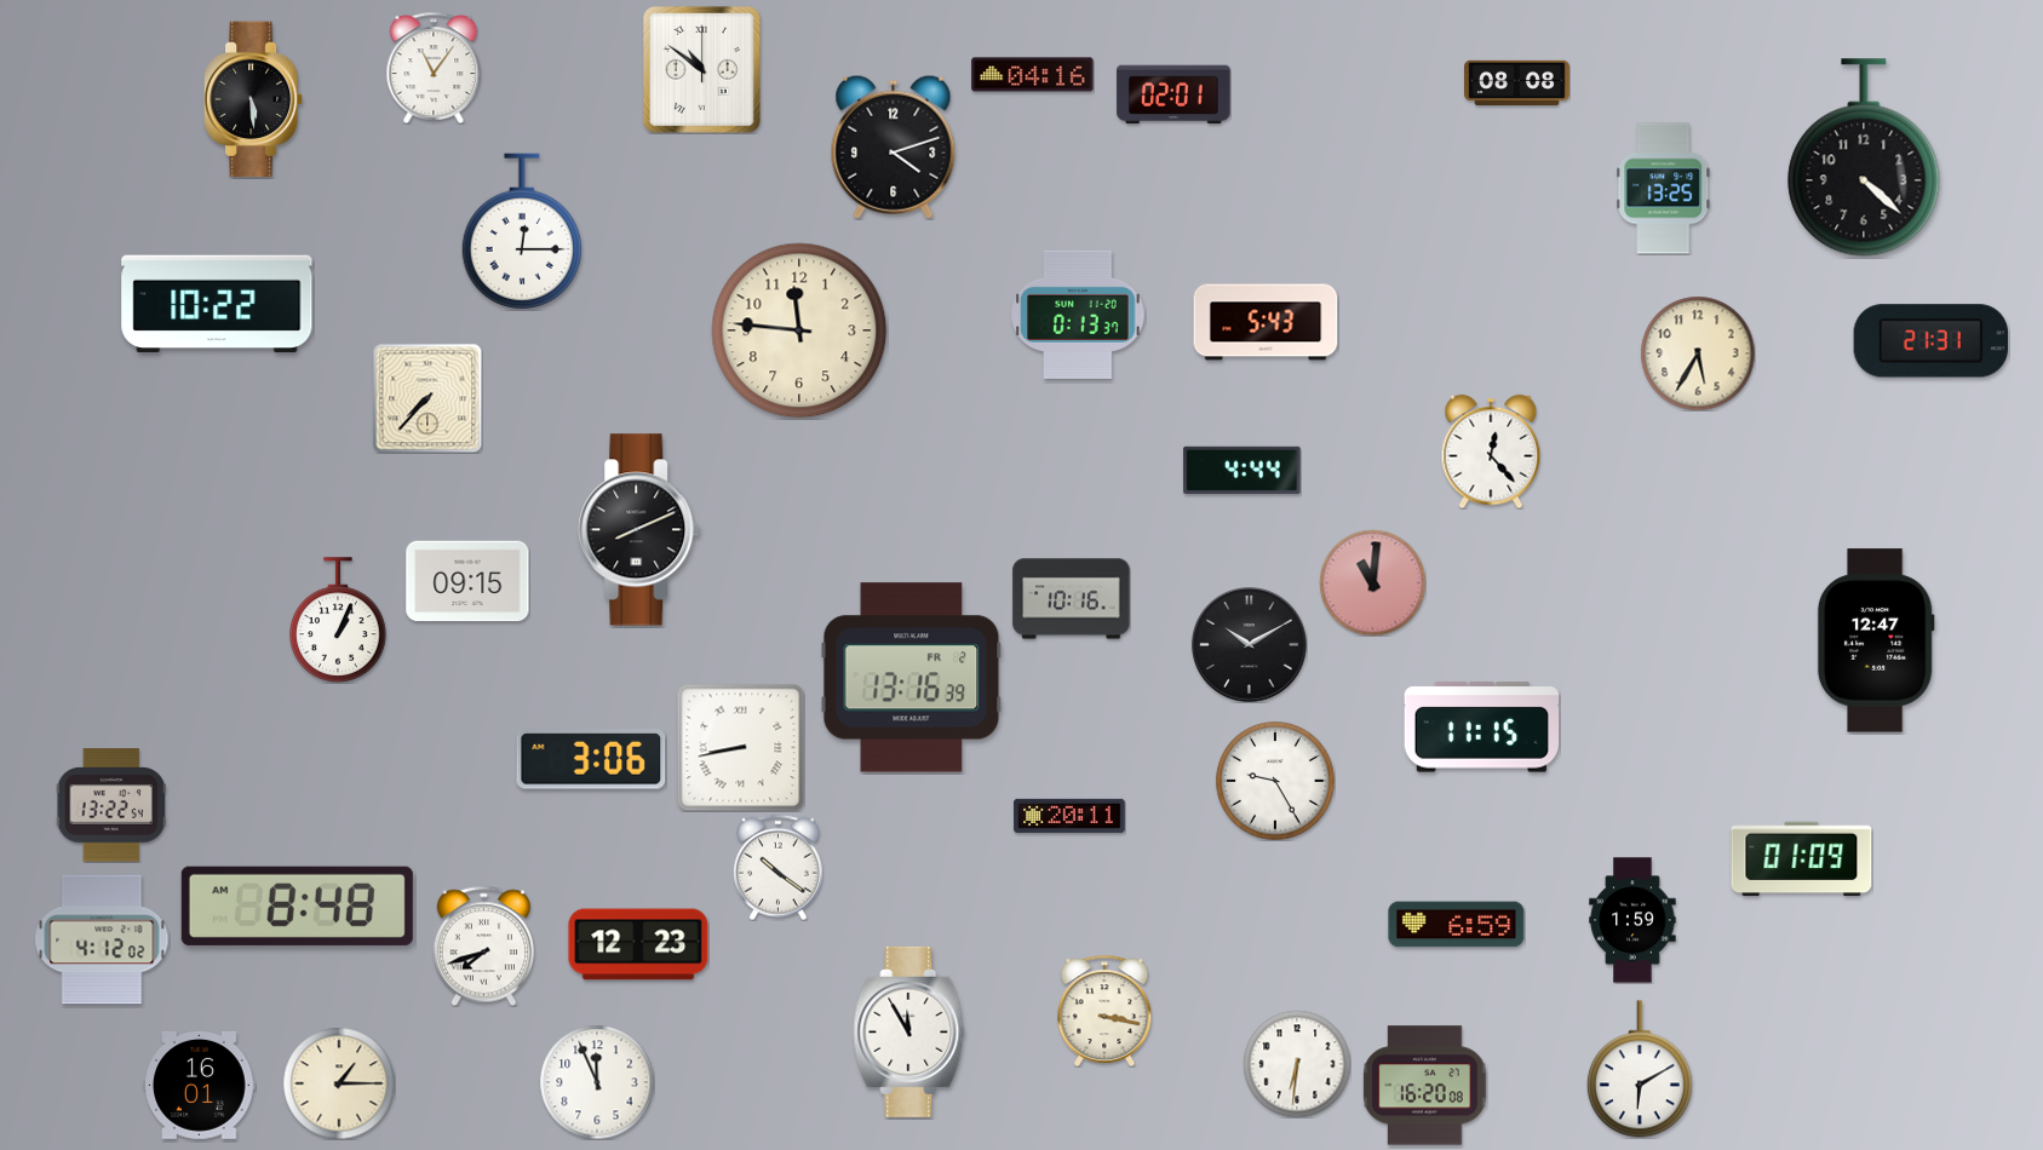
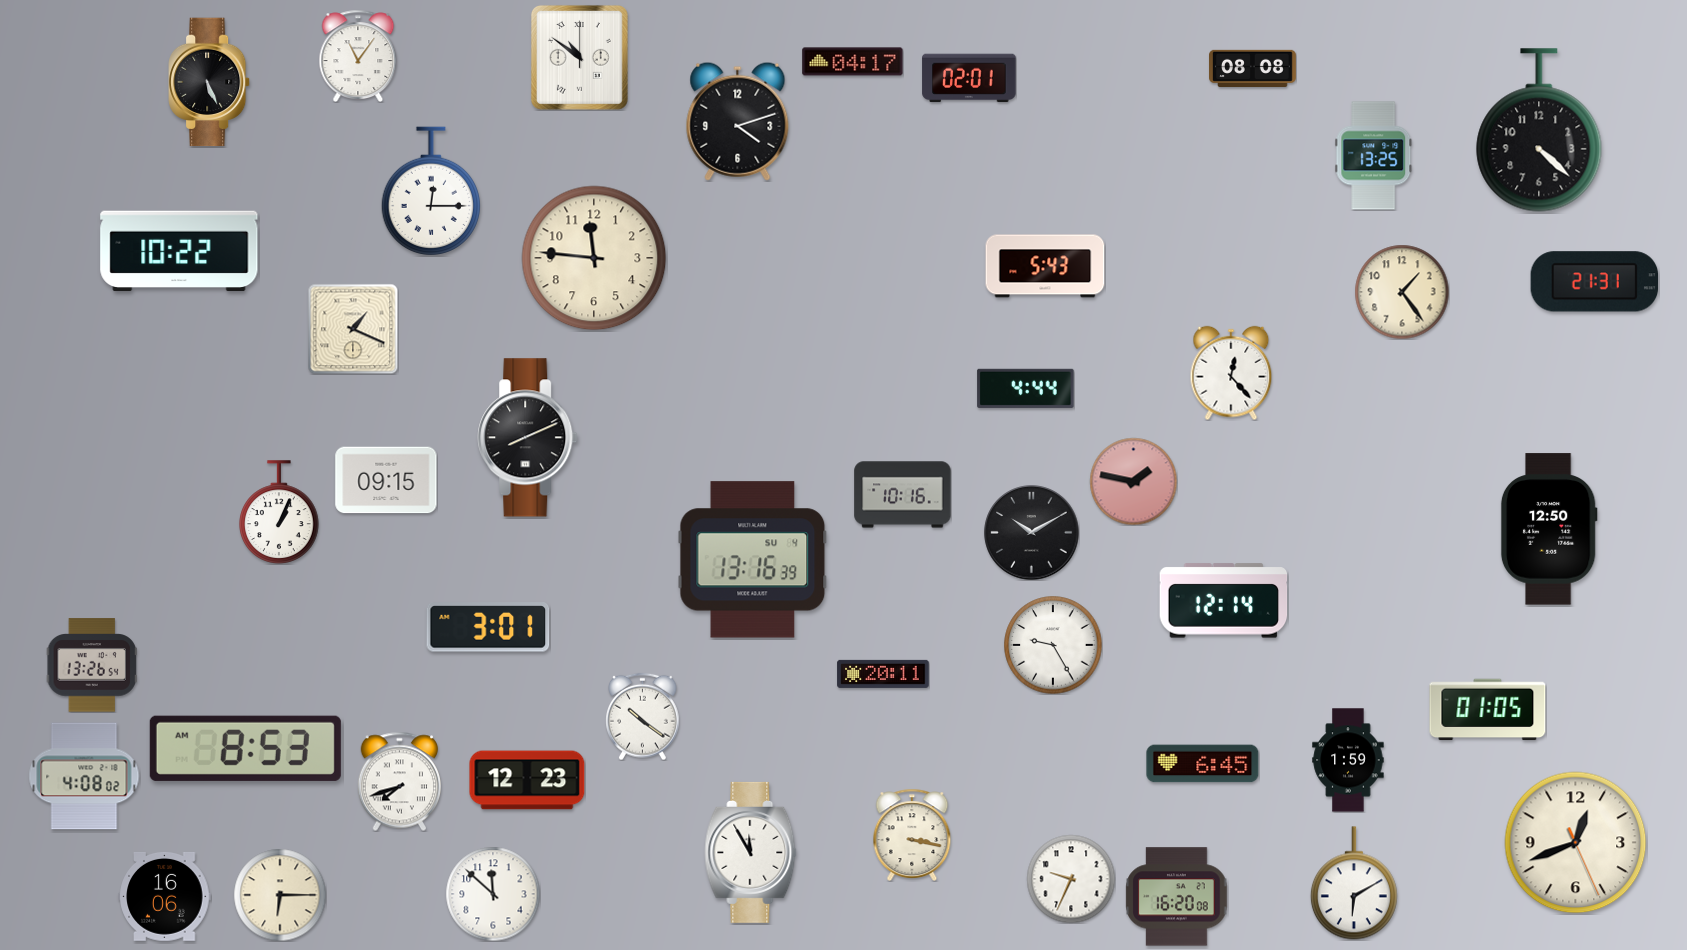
clock at (1033, 75): 04:16 -> 04:17
clock at (254, 99): 5:29 -> 5:26
clock at (1078, 315): 0:13 -> none
clock at (799, 330) position: (799, 330) -> (594, 258)
clock at (1698, 353): 5:35 -> 1:24
clock at (427, 398): 7:37 -> 1:19
clock at (1372, 582): 11:01 -> 1:47
clock at (1072, 599) position: (1072, 599) -> (903, 495)
clock at (1876, 640): 12:47 -> 12:50
clock at (912, 678) date: FR 2 -> SU 4
clock at (1482, 728): 11:15 -> 12:14
clock at (740, 747): 8:43 -> none
clock at (591, 759): 3:06 -> 3:01
clock at (111, 805): 13:22 -> 13:26
clock at (1802, 859): 01:09 -> 01:05
clock at (297, 905): 8:48 -> 8:53
clock at (1457, 925): 6:59 -> 6:45
clock at (102, 939): 4:12 -> 4:08
clock at (1576, 843): none -> 12:41
clock at (1297, 1064): 6:31 -> 9:34
clock at (597, 1082): 11:56 -> 11:52
clock at (339, 1083): 1:15 -> 6:15
clock at (200, 1085): 16:01 -> 16:06
